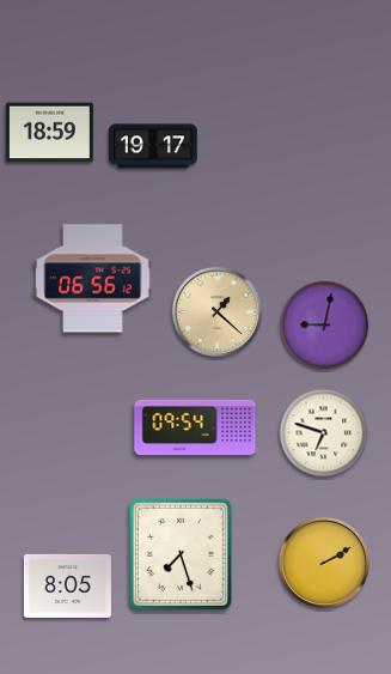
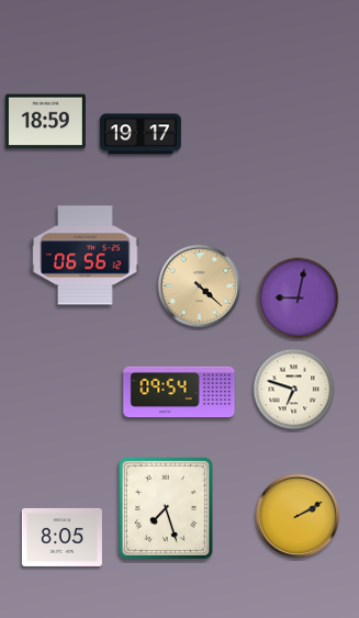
clock at (216, 311): 1:22 -> 4:22
clock at (324, 433) position: (324, 433) -> (294, 390)
